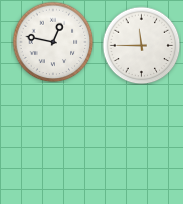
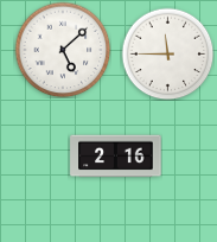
clock at (53, 42): 12:47 -> 5:08
clock at (116, 157): none -> 2:16
